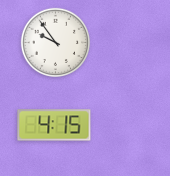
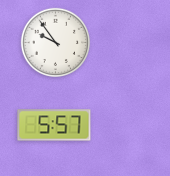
clock at (54, 125): 4:15 -> 5:57
